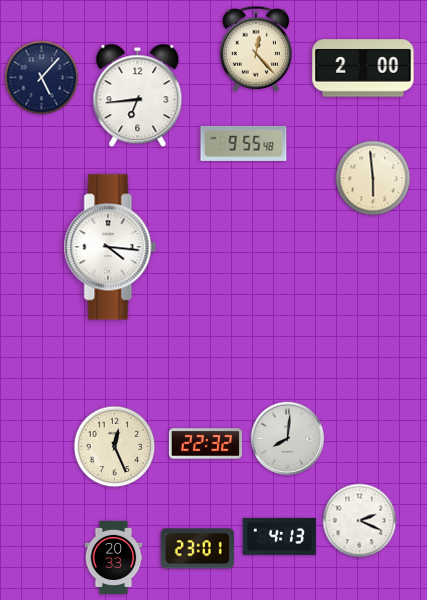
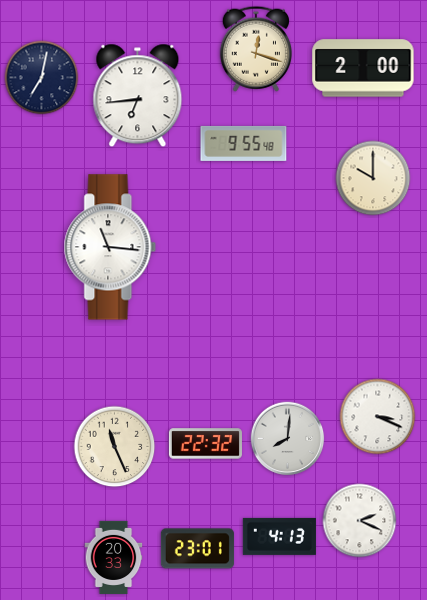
clock at (256, 49): 12:23 -> 12:18
clock at (42, 78): 5:07 -> 7:02
clock at (373, 178): 5:59 -> 10:00
clock at (110, 247): 4:16 -> 11:16
clock at (378, 417): none -> 3:19
clock at (115, 447): 12:26 -> 11:26
